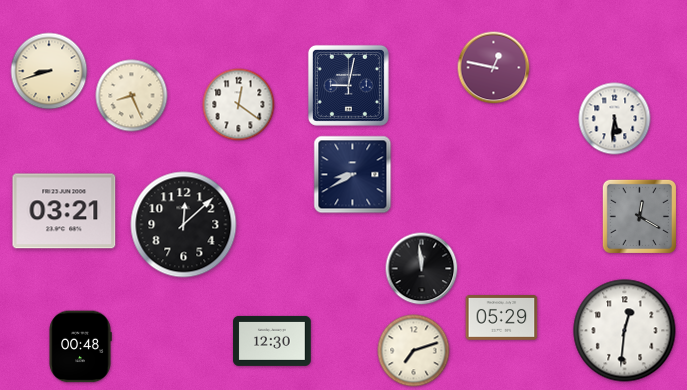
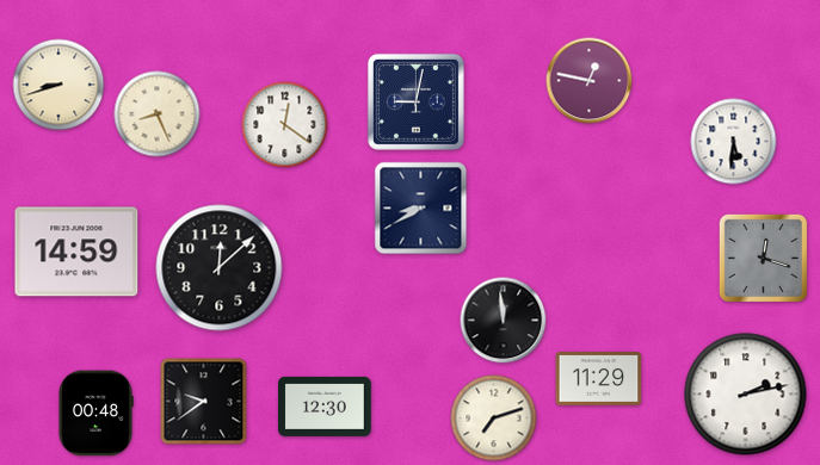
clock at (64, 211): 03:21 -> 14:59
clock at (639, 216): 12:20 -> 12:18
clock at (502, 318): 05:29 -> 11:29
clock at (625, 331): 12:31 -> 2:13
clock at (204, 402): none -> 9:39
